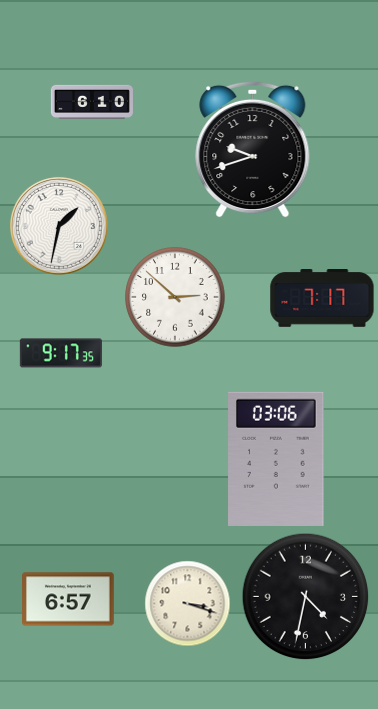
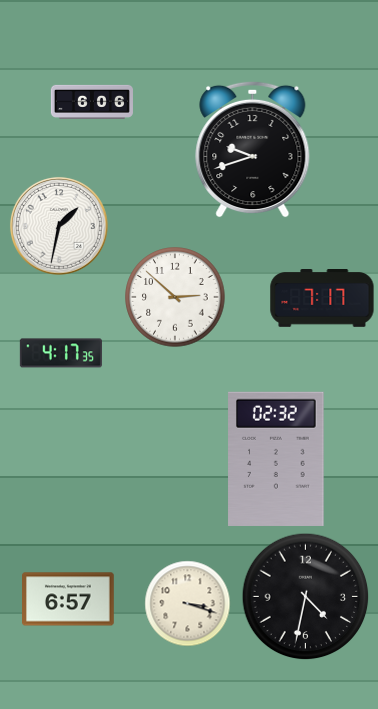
clock at (92, 102): 6:10 -> 6:06
clock at (61, 353): 9:17 -> 4:17
clock at (276, 459): 03:06 -> 02:32
